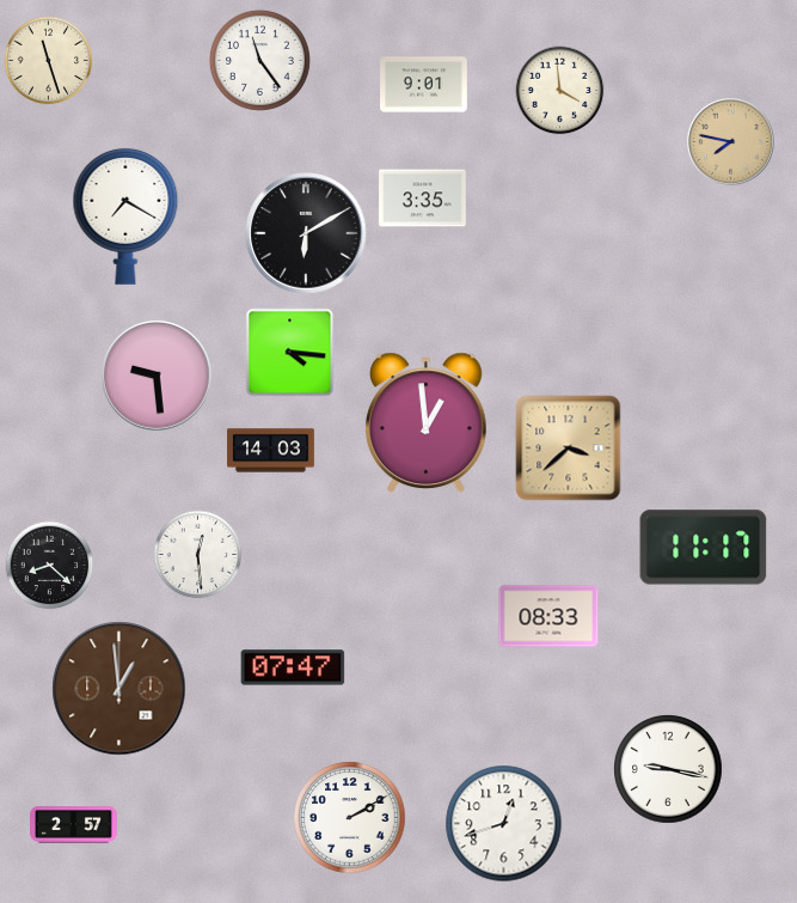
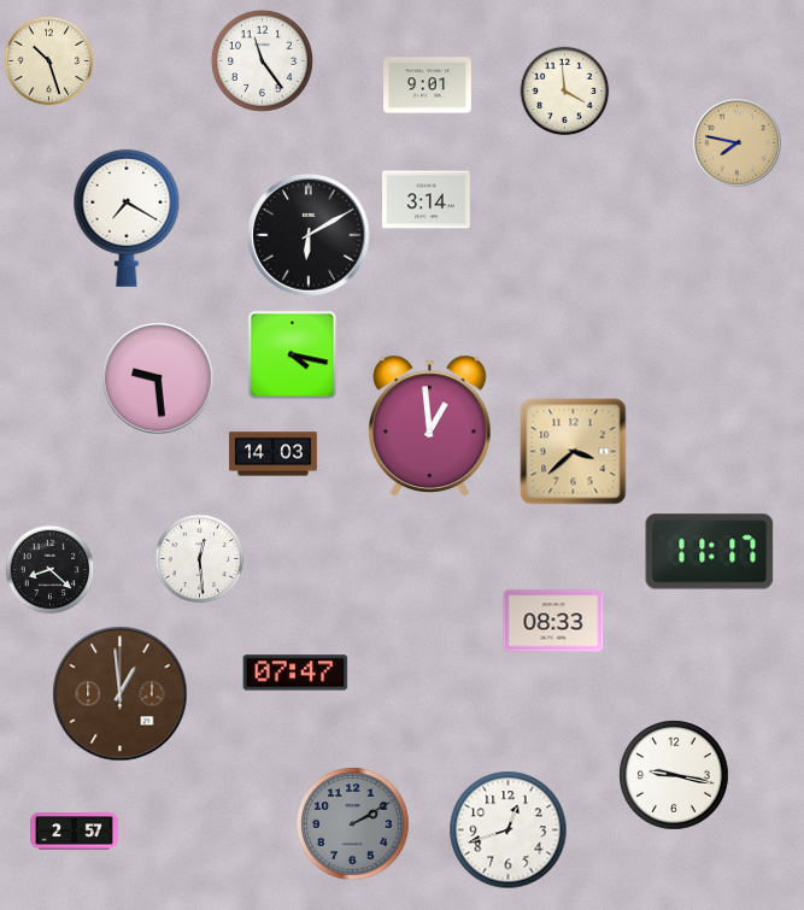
clock at (49, 61): 11:27 -> 10:27
clock at (423, 199): 3:35 -> 3:14
clock at (290, 353): 4:16 -> 4:17
clock at (350, 818) dial: white -> grey
